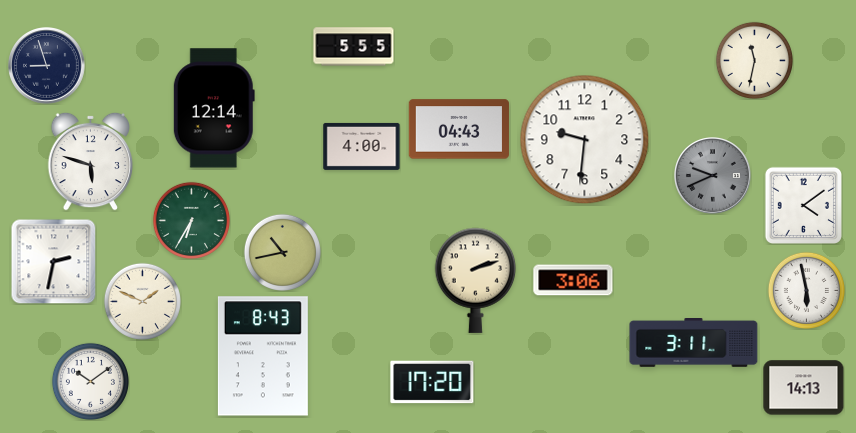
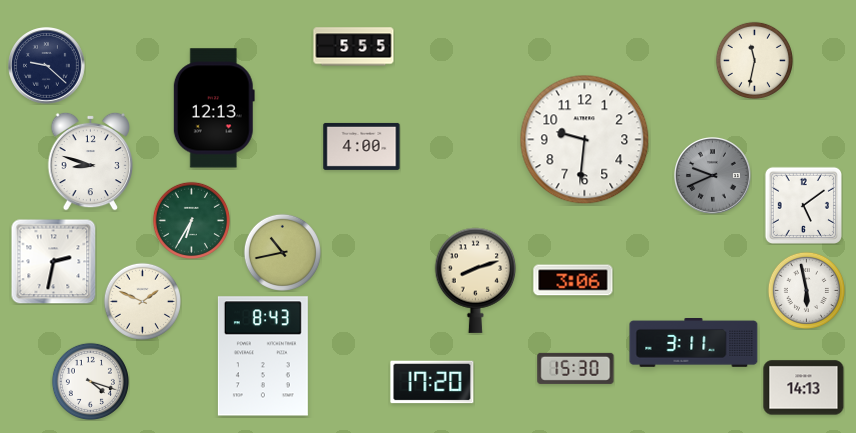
clock at (47, 66): 8:57 -> 9:22
clock at (214, 108): 12:14 -> 12:13
clock at (459, 129): 04:43 -> none
clock at (91, 161): 5:48 -> 8:48
clock at (803, 205): 4:09 -> 5:09
clock at (476, 280): 2:12 -> 8:12
clock at (576, 368): none -> 15:30
clock at (90, 381): 10:09 -> 4:18
